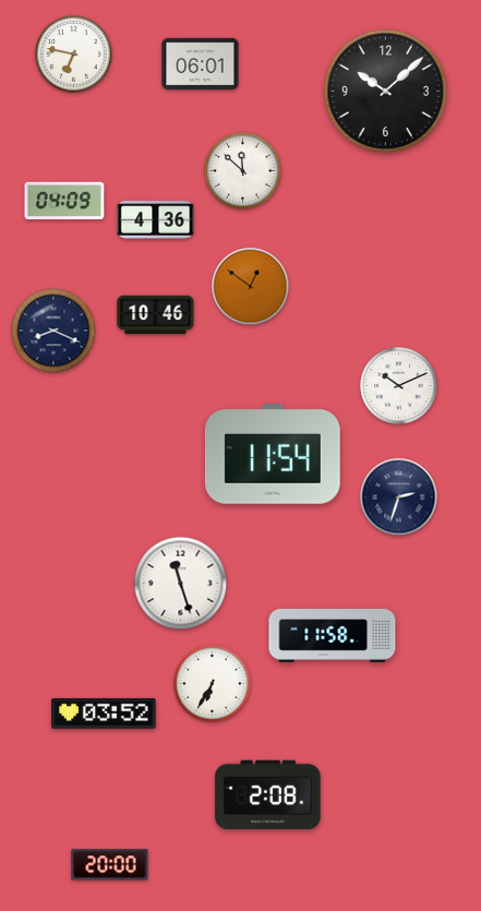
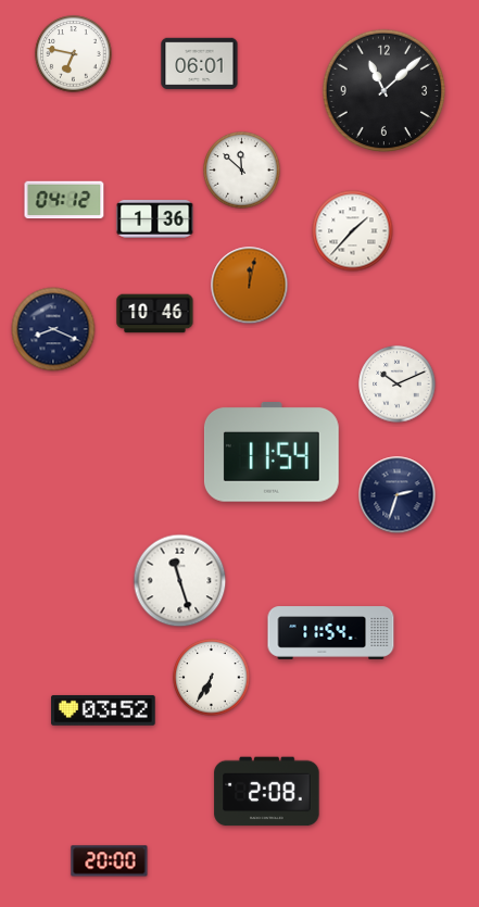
clock at (386, 92): 10:08 -> 11:08
clock at (64, 201): 04:09 -> 04:12
clock at (156, 220): 4:36 -> 1:36
clock at (353, 231): none -> 1:37
clock at (251, 287): 12:51 -> 12:02
clock at (333, 636): 11:58 -> 11:54
clock at (213, 684) position: (213, 684) -> (212, 678)
